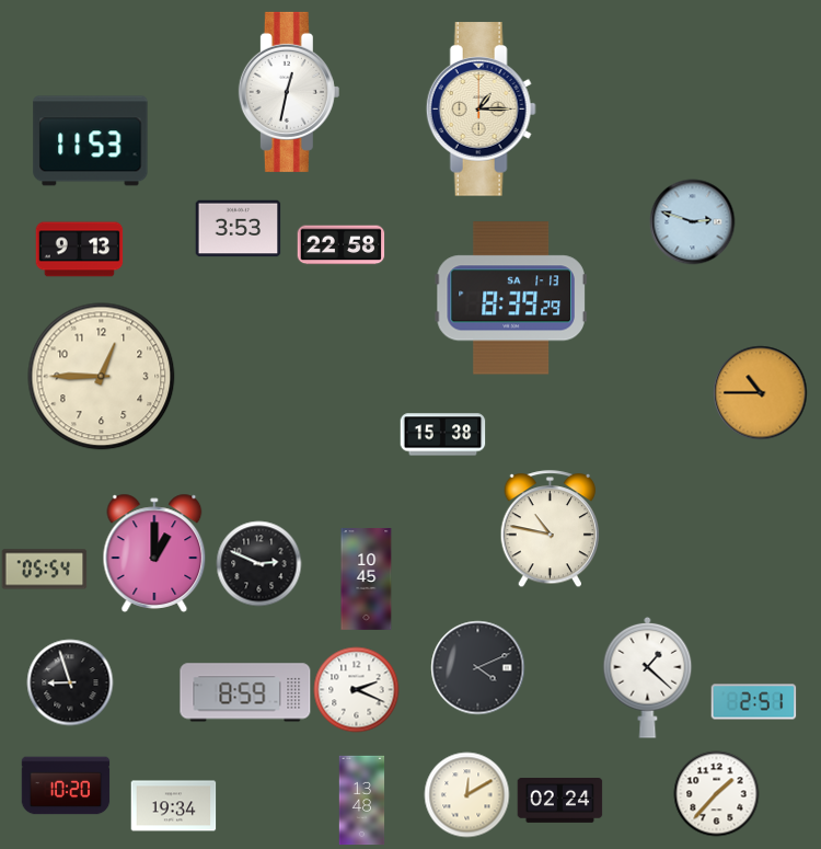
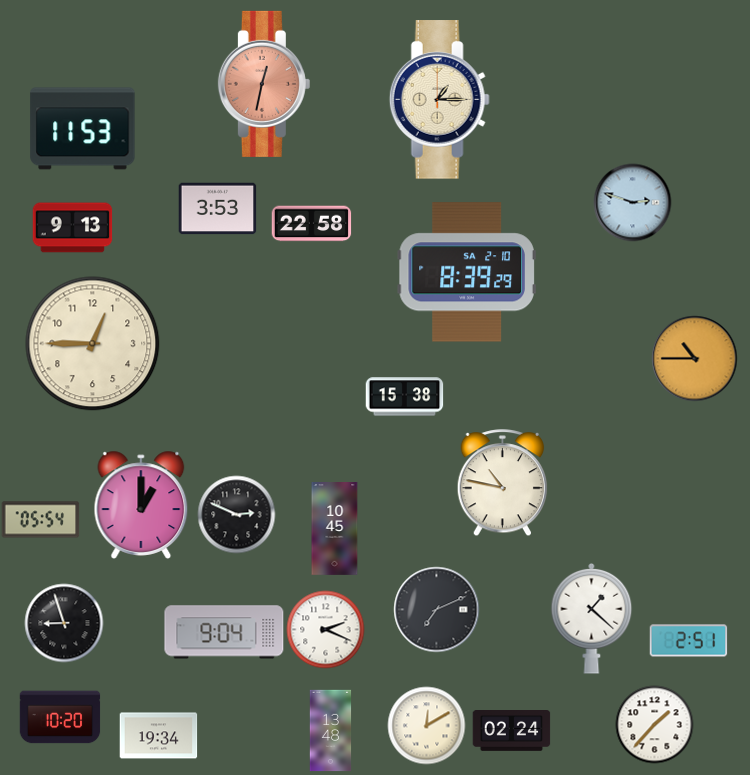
clock at (289, 92) dial: white -> salmon
clock at (511, 298) date: SA 1-13 -> SA 2-10
clock at (477, 667): 4:11 -> 7:11
clock at (245, 692): 8:59 -> 9:04
